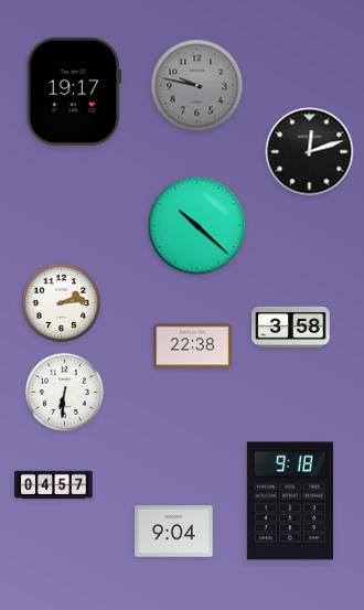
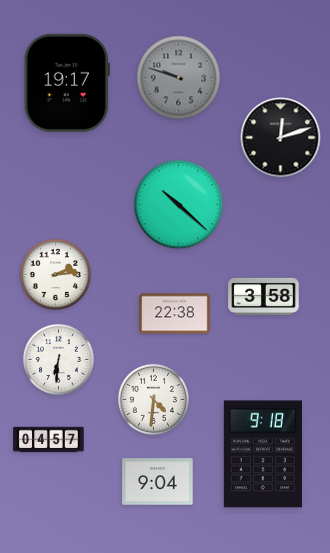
clock at (197, 86): 9:47 -> 9:48
clock at (64, 392) position: (64, 392) -> (58, 359)
clock at (153, 399): none -> 4:31
